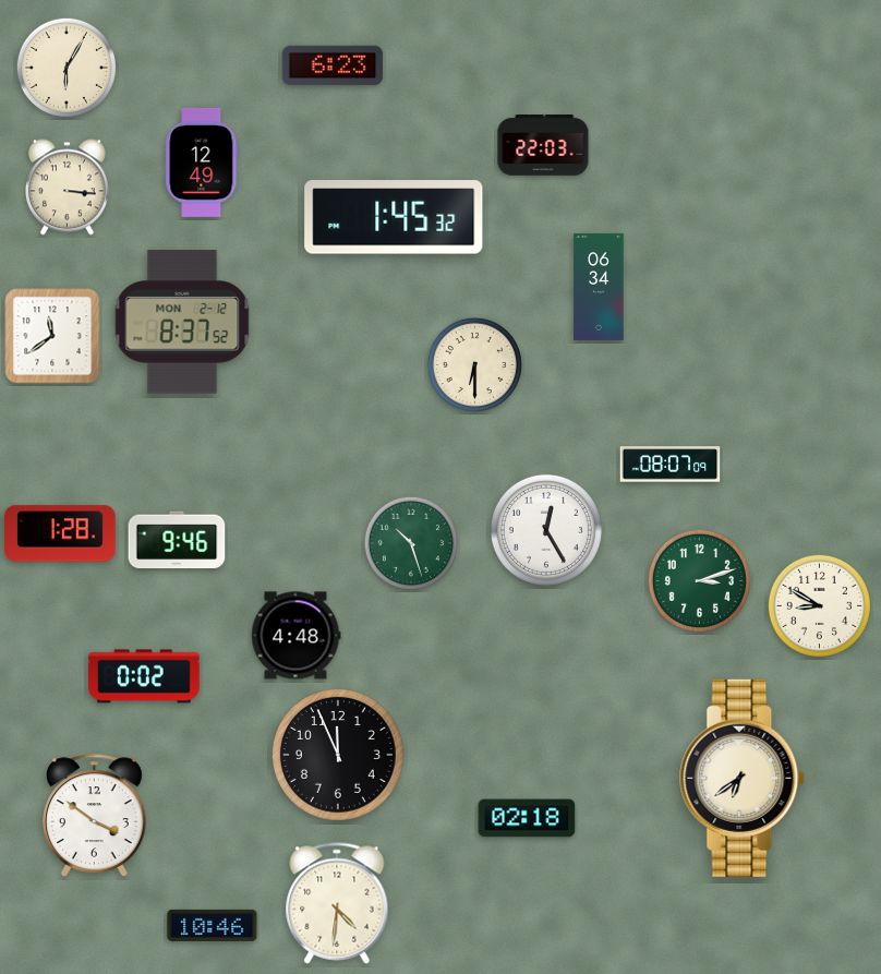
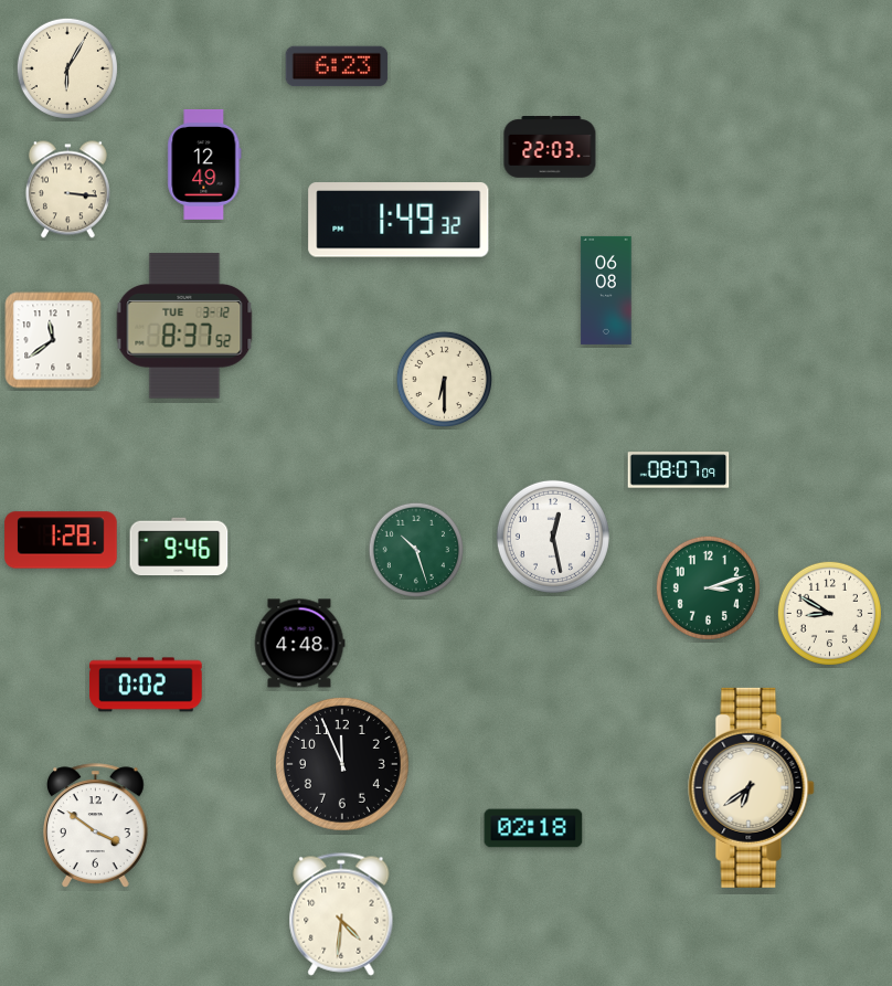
clock at (394, 217): 1:45 -> 1:49
clock at (599, 287): 06:34 -> 06:08
clock at (182, 322) date: MON 2-12 -> TUE 3-12
clock at (474, 364) position: (474, 364) -> (444, 379)
clock at (546, 530): 12:25 -> 12:28
clock at (213, 925): 10:46 -> none
